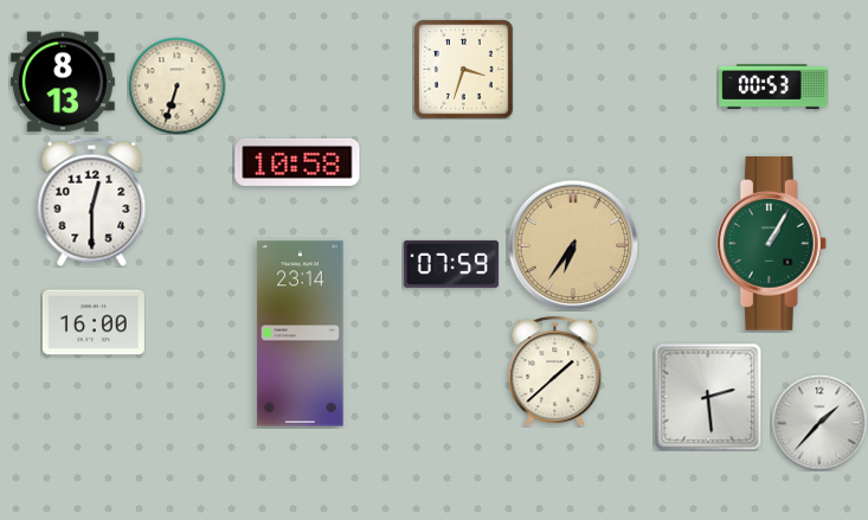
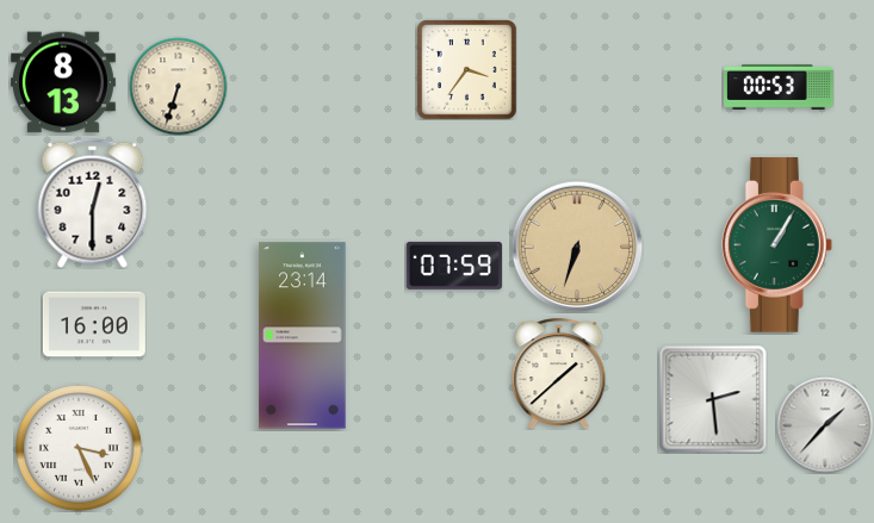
clock at (464, 70): 3:33 -> 3:36
clock at (297, 162): 10:58 -> none
clock at (573, 245): 6:36 -> 6:33
clock at (80, 449): none -> 3:26
